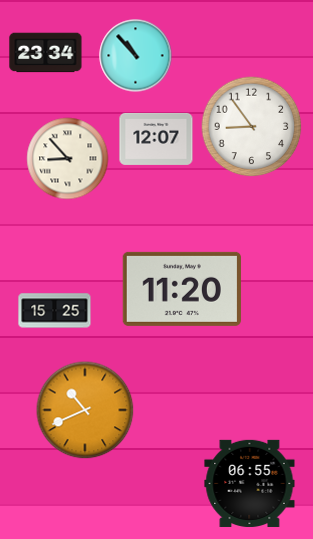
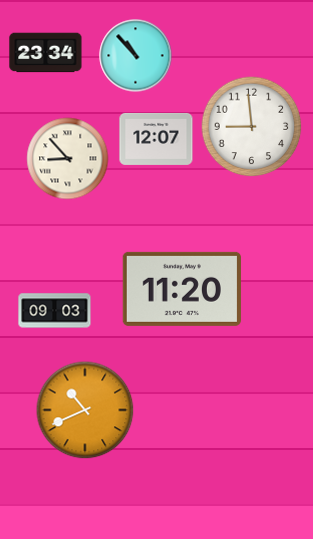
clock at (252, 127): 8:54 -> 8:59
clock at (55, 311): 15:25 -> 09:03
clock at (250, 483): 06:55 -> none
